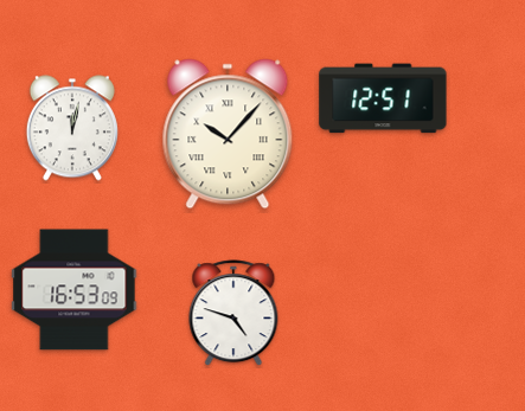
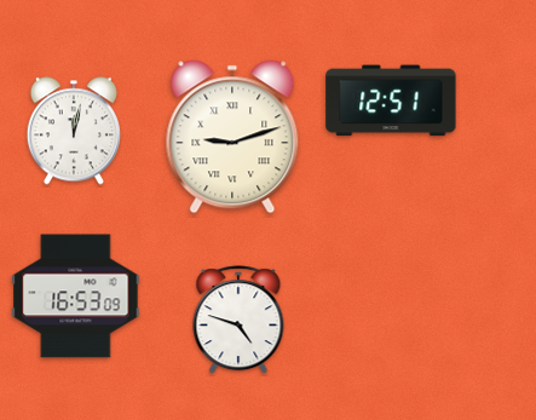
clock at (228, 134): 10:07 -> 9:12
